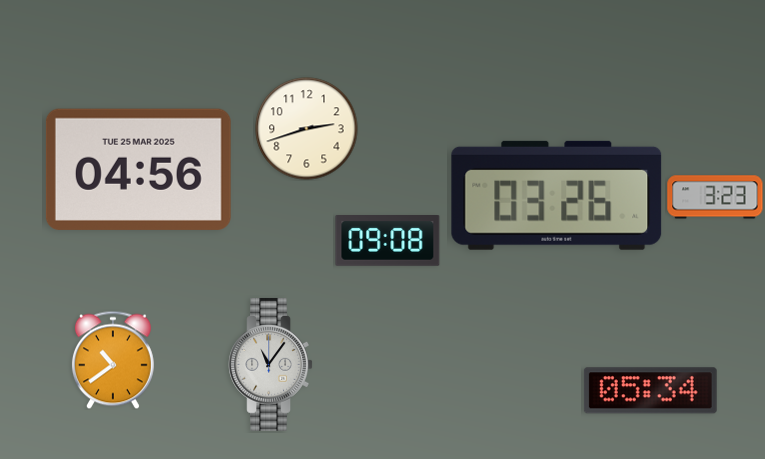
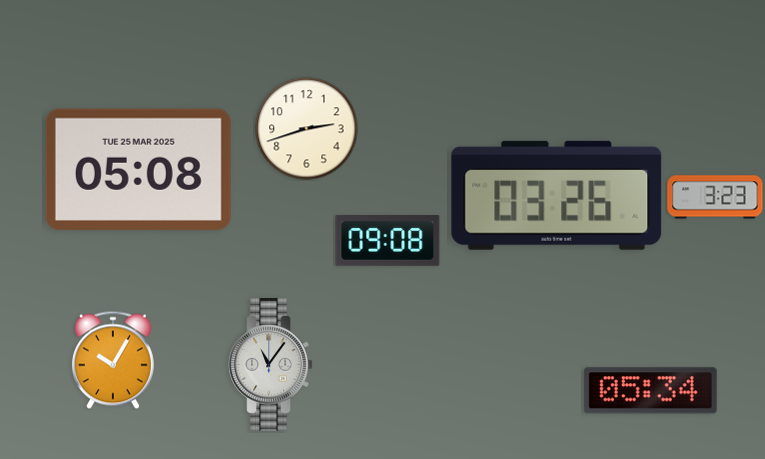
clock at (138, 169): 04:56 -> 05:08
clock at (113, 360): 10:39 -> 10:05
